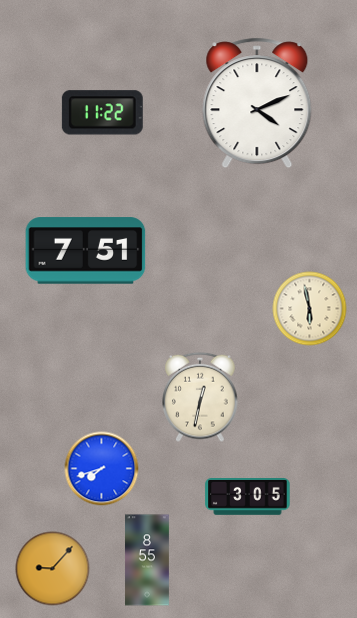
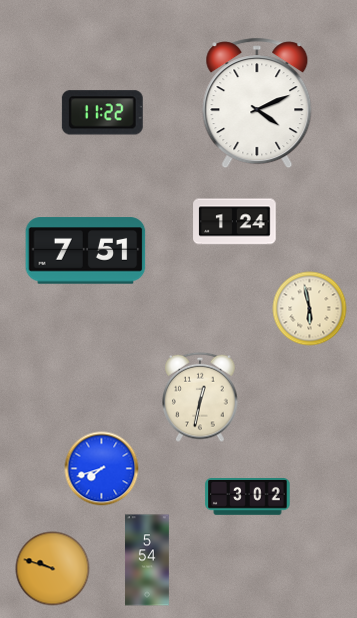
clock at (235, 222): none -> 1:24
clock at (248, 497): 3:05 -> 3:02
clock at (148, 560): 8:55 -> 5:54
clock at (53, 569): 9:07 -> 9:48
